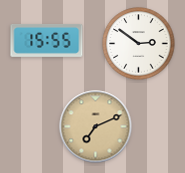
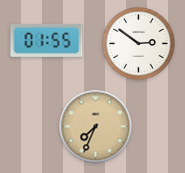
clock at (47, 40): 15:55 -> 01:55
clock at (96, 127): 7:11 -> 7:34
